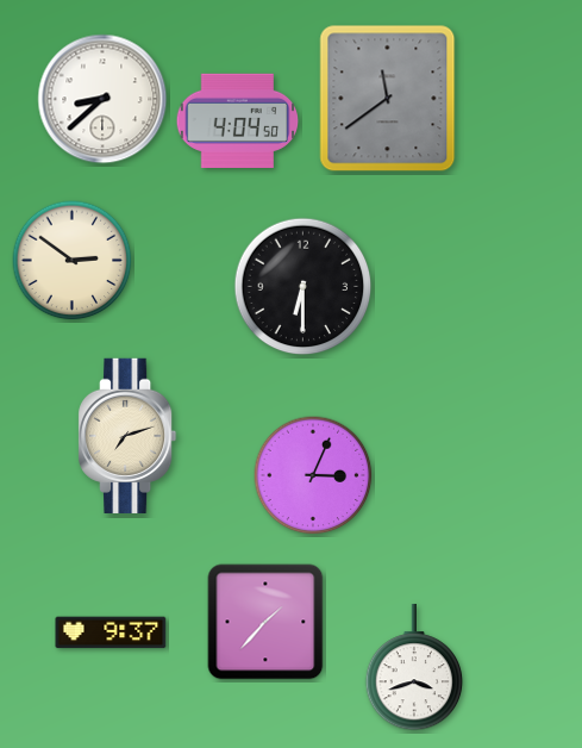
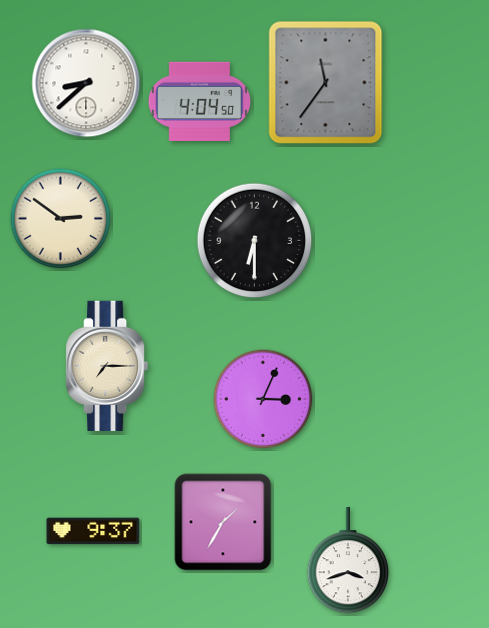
clock at (388, 99): 11:39 -> 11:36
clock at (127, 436): 7:12 -> 7:15
clock at (265, 622): 1:37 -> 1:35
